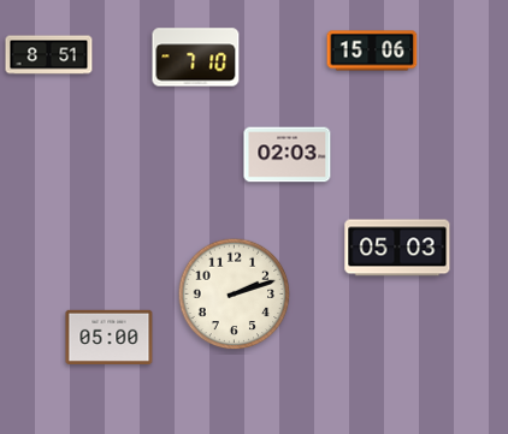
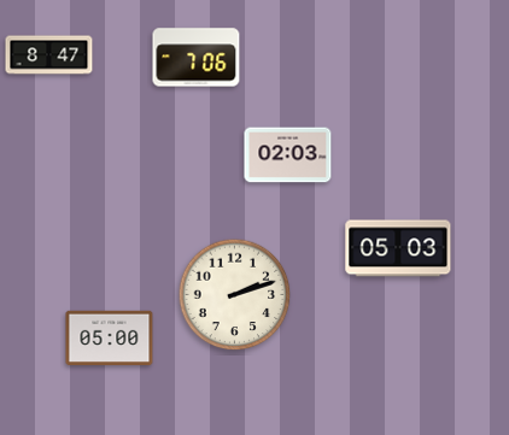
clock at (372, 50): 15:06 -> none
clock at (49, 55): 8:51 -> 8:47
clock at (196, 58): 7:10 -> 7:06
